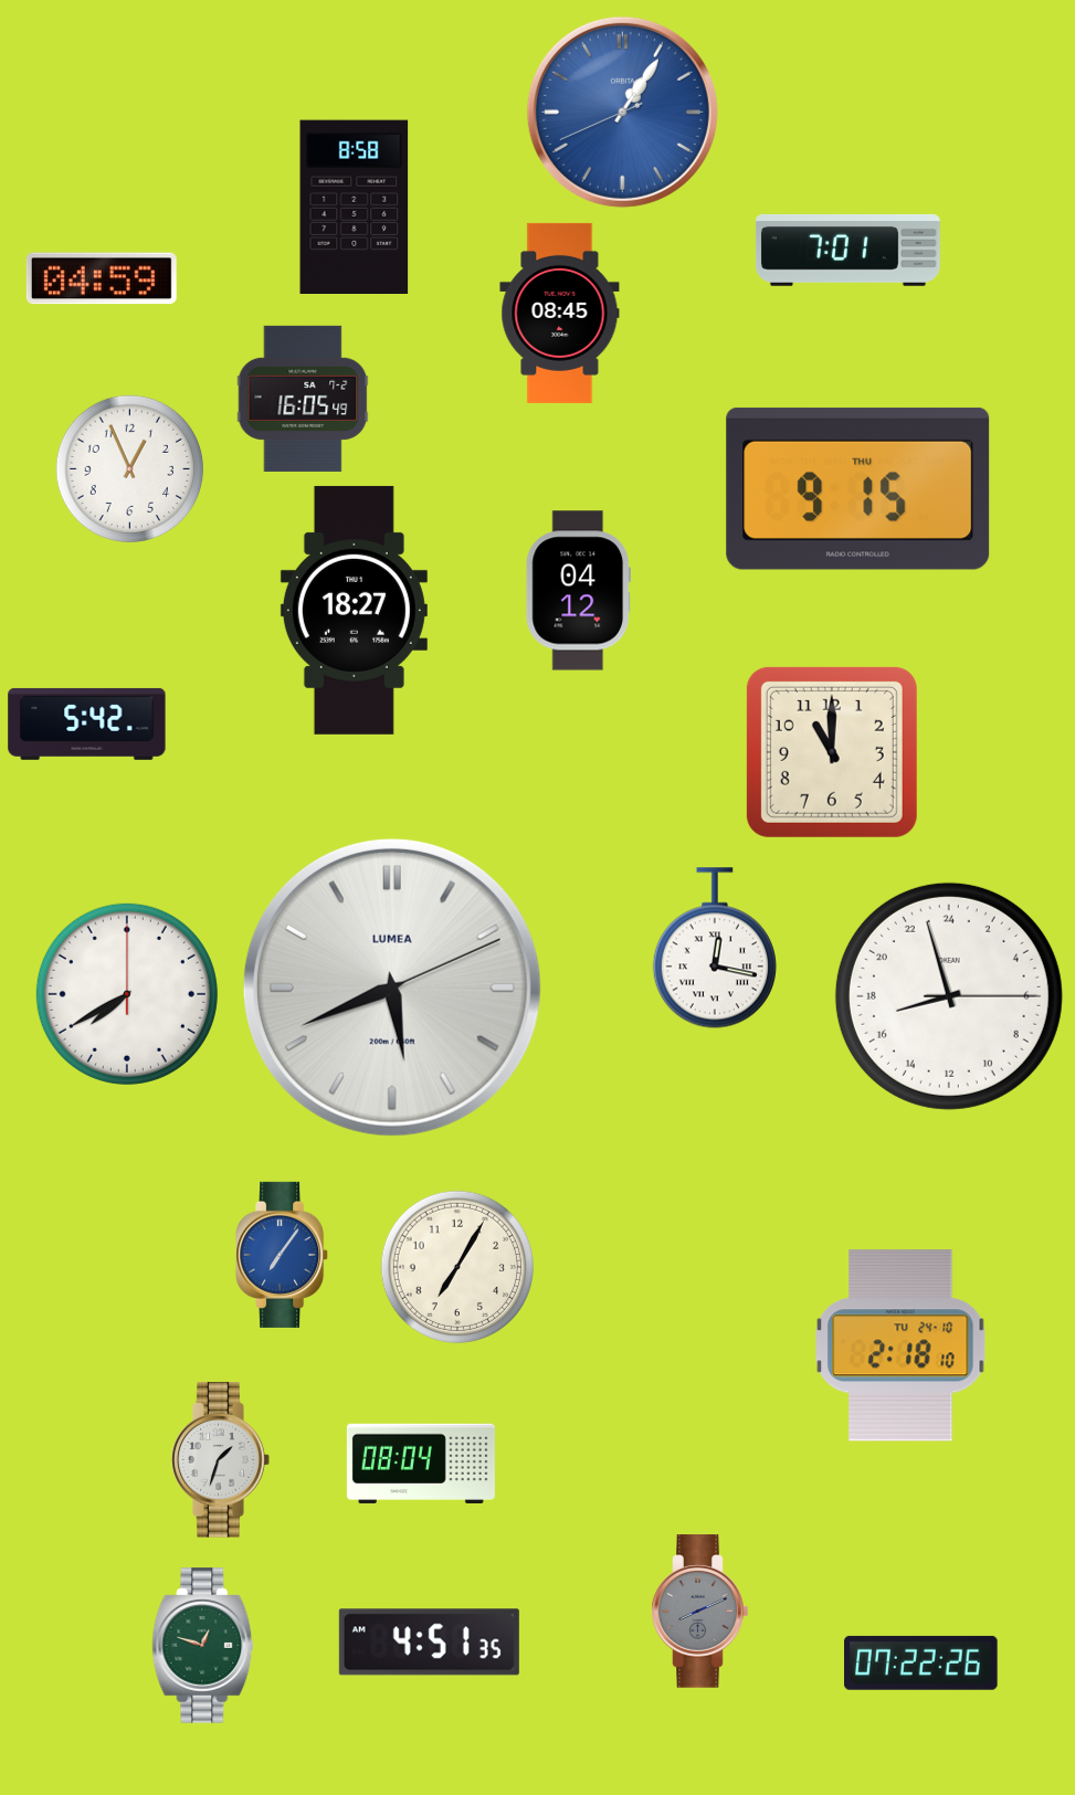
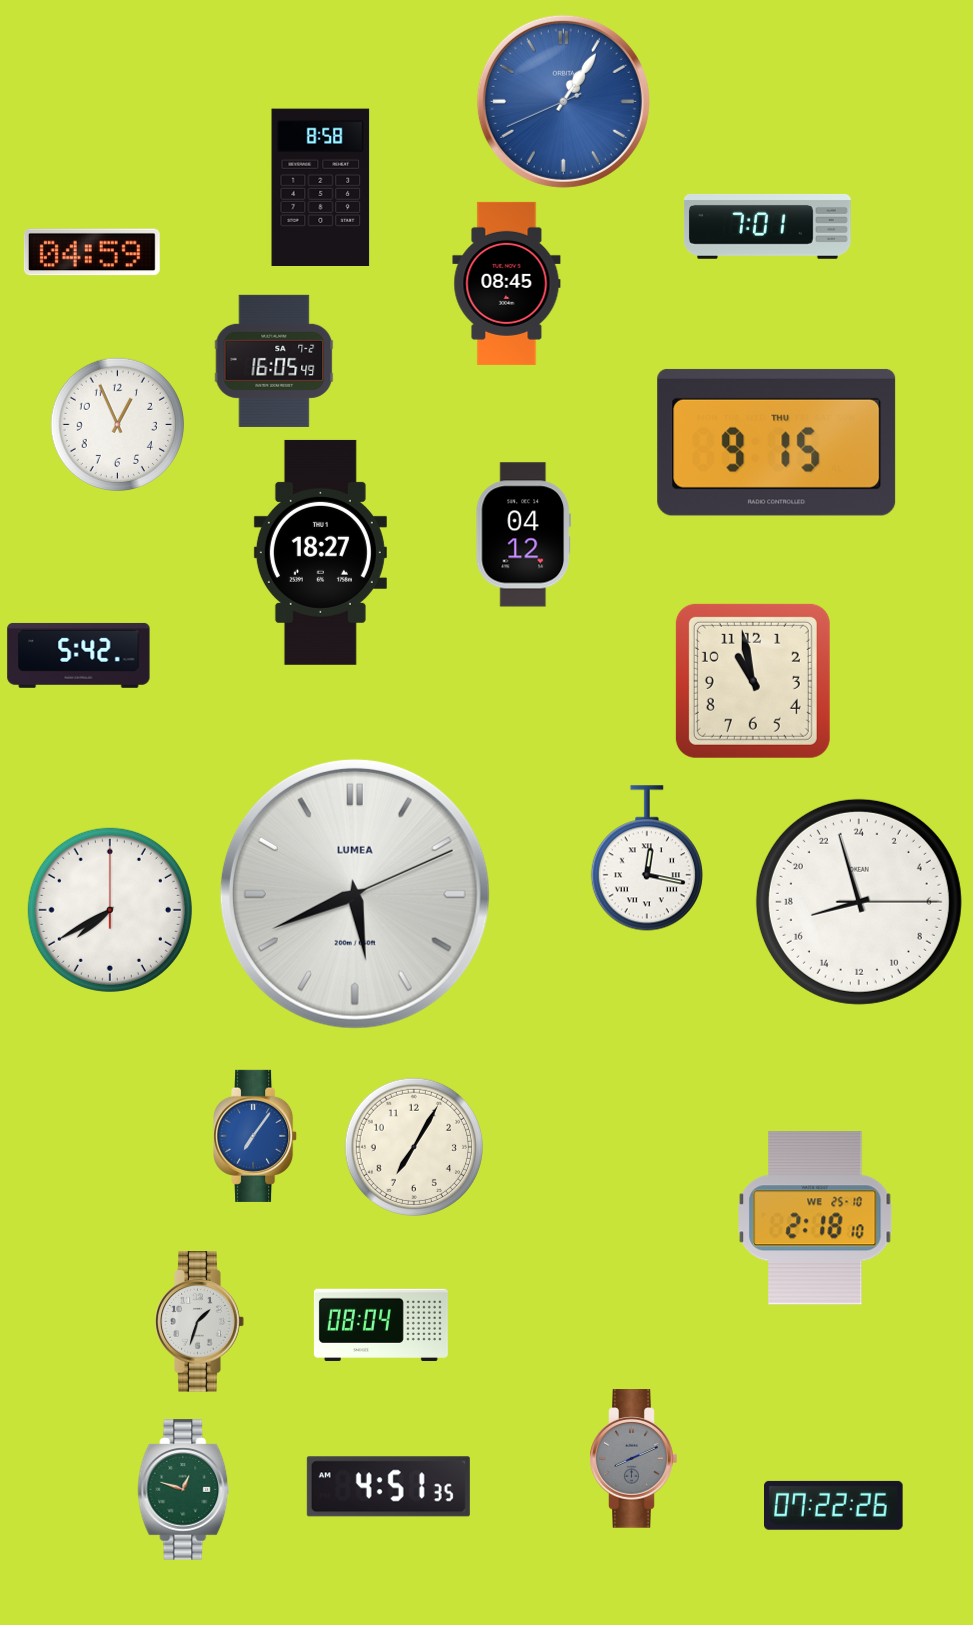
clock at (832, 752): 11:00 -> 10:58
clock at (127, 994) position: (127, 994) -> (110, 910)
clock at (900, 1345) date: TU 24-10 -> WE 25-10
